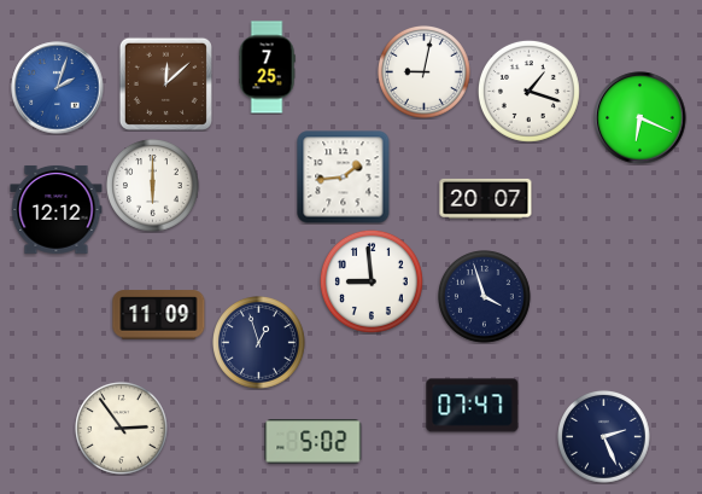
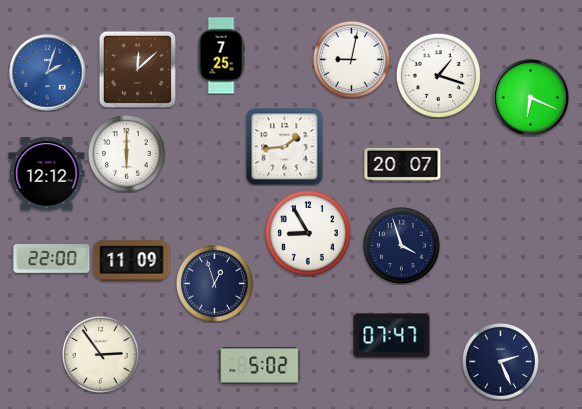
clock at (372, 281): 8:59 -> 8:55
clock at (52, 259): none -> 22:00
